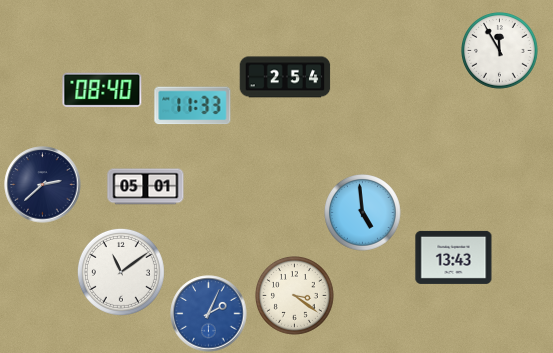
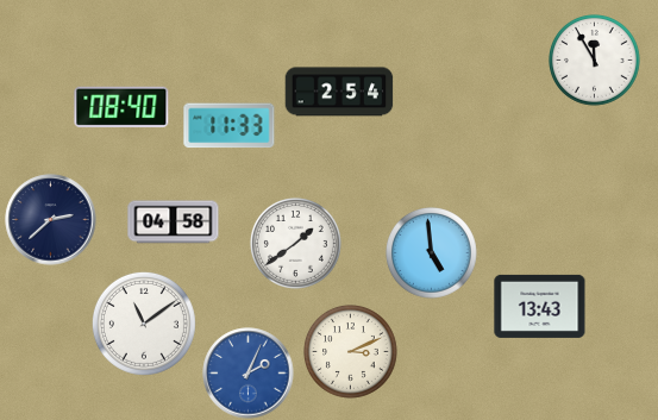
clock at (146, 187): 05:01 -> 04:58
clock at (296, 244): none -> 1:39
clock at (295, 296): 3:21 -> 3:11
